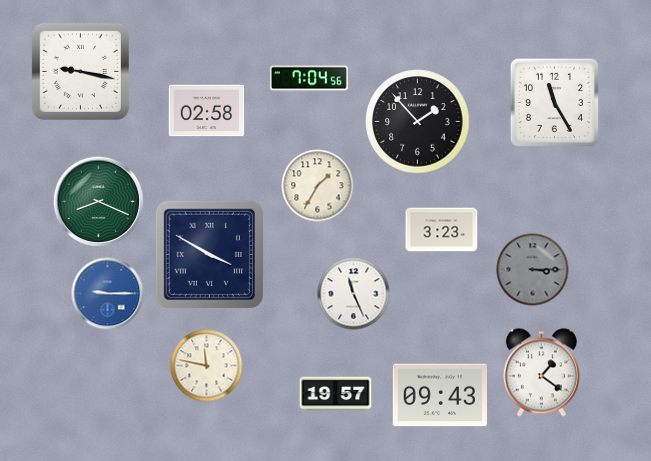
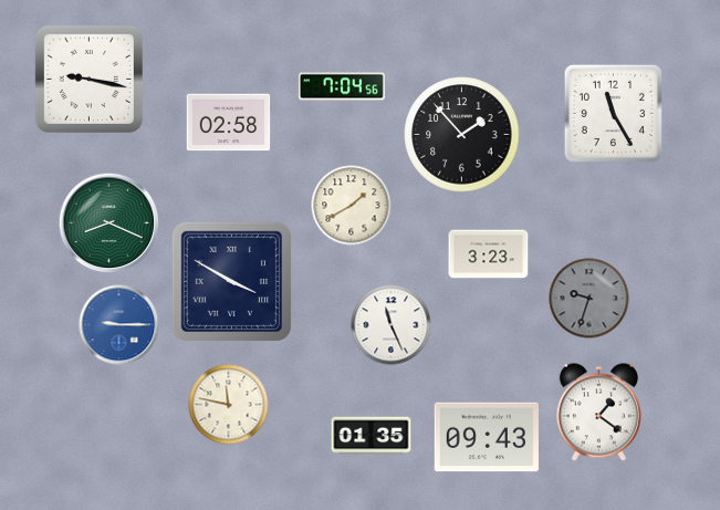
clock at (318, 186): 1:35 -> 1:40
clock at (533, 270): 3:15 -> 9:33
clock at (336, 394): 19:57 -> 01:35
